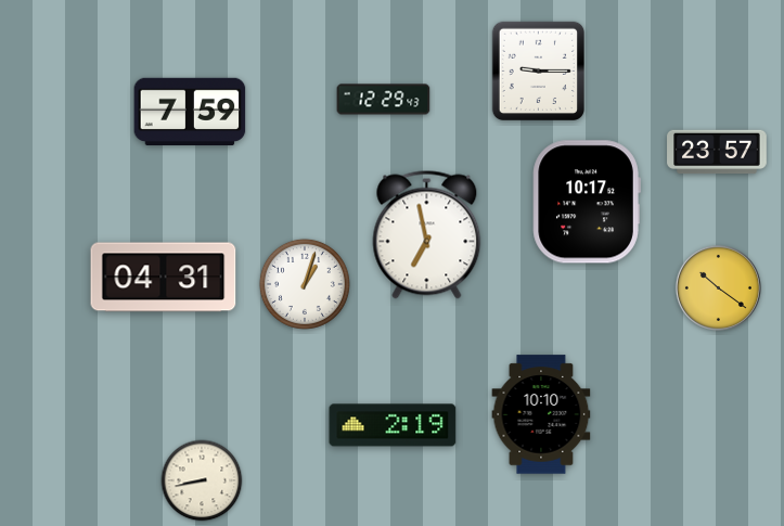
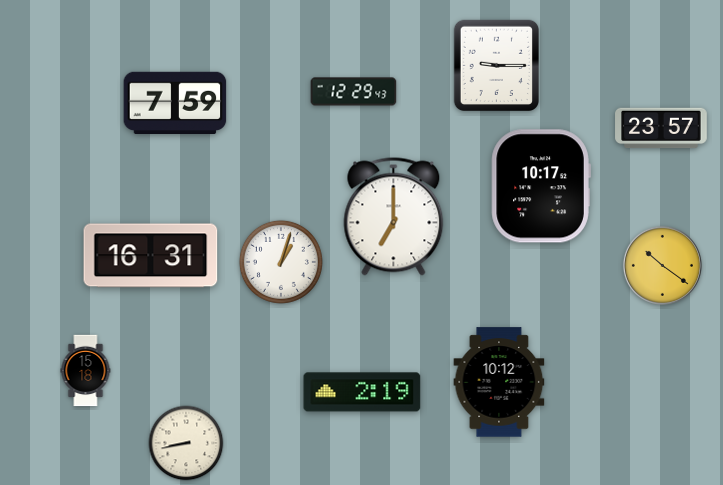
clock at (717, 152) position: (717, 152) -> (661, 128)
clock at (427, 235): 6:58 -> 7:00
clock at (164, 278): 04:31 -> 16:31
clock at (86, 371): none -> 15:18
clock at (541, 414): 10:10 -> 10:12
